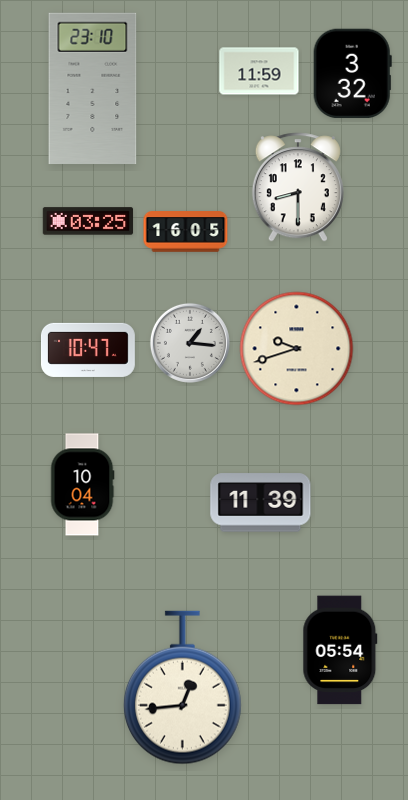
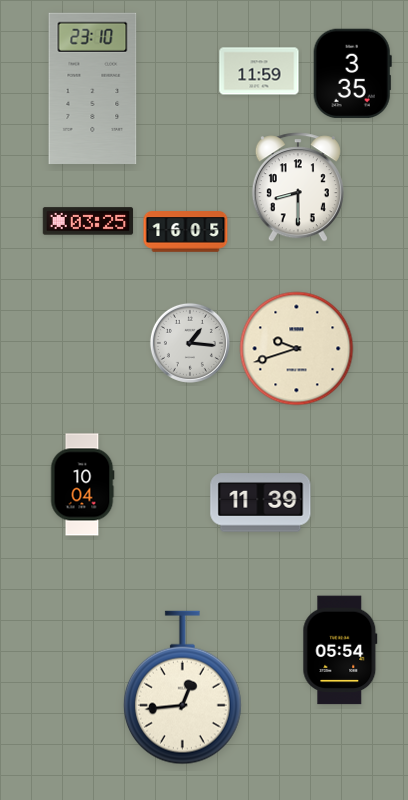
clock at (352, 74): 3:32 -> 3:35
clock at (88, 350): 10:47 -> none
